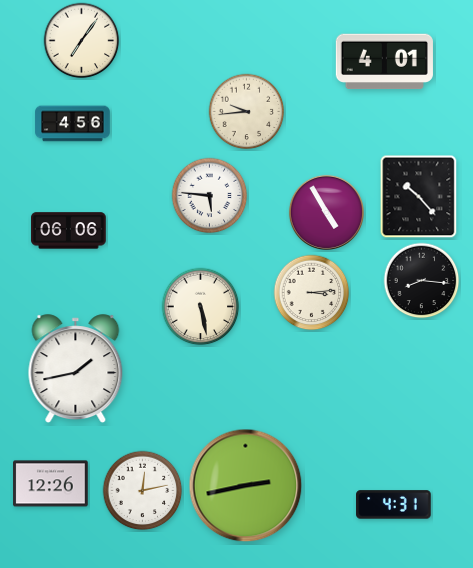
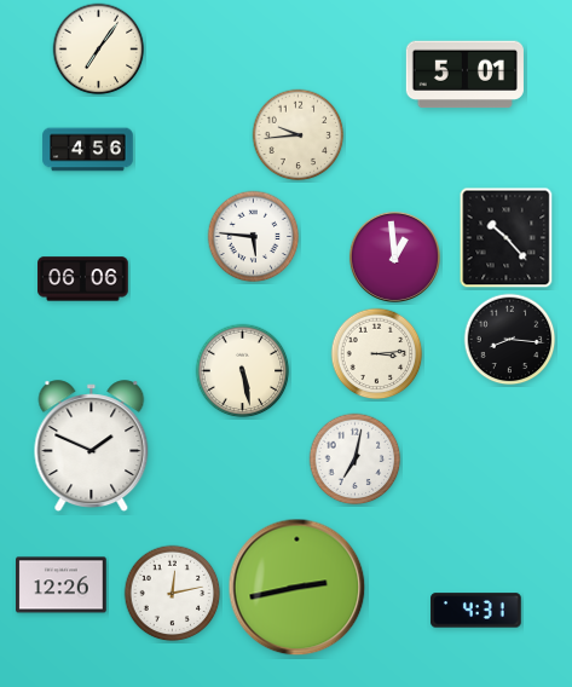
clock at (384, 62): 4:01 -> 5:01
clock at (326, 212): 4:55 -> 12:59
clock at (76, 368): 1:43 -> 1:49
clock at (356, 460): none -> 7:02
